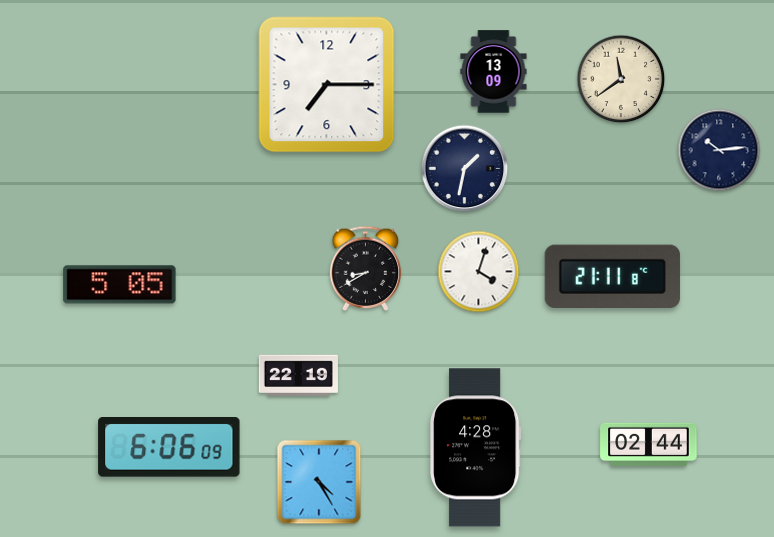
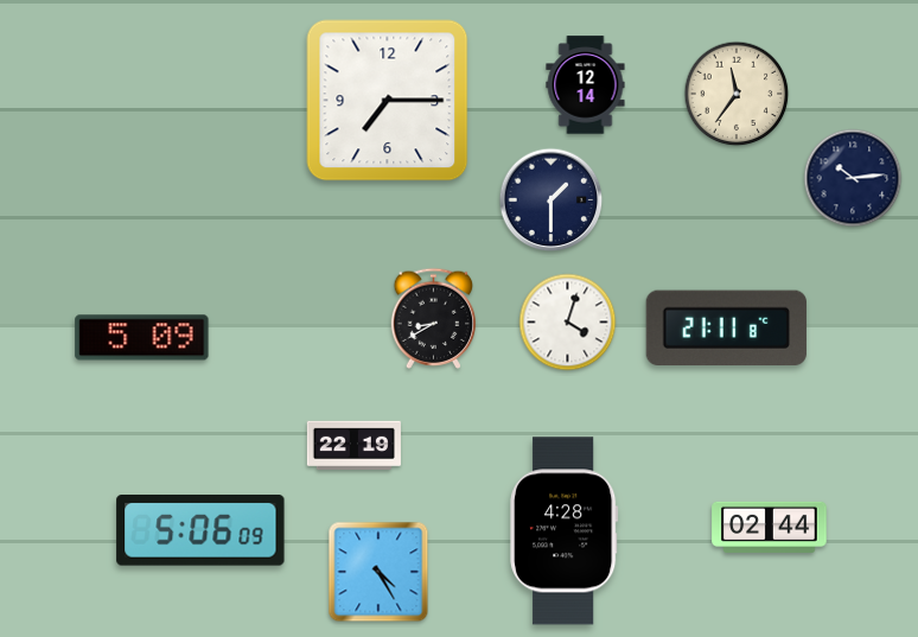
clock at (494, 72): 13:09 -> 12:14
clock at (621, 79): 11:39 -> 11:36
clock at (465, 169): 1:32 -> 1:30
clock at (120, 285): 5:05 -> 5:09
clock at (169, 448): 6:06 -> 5:06
